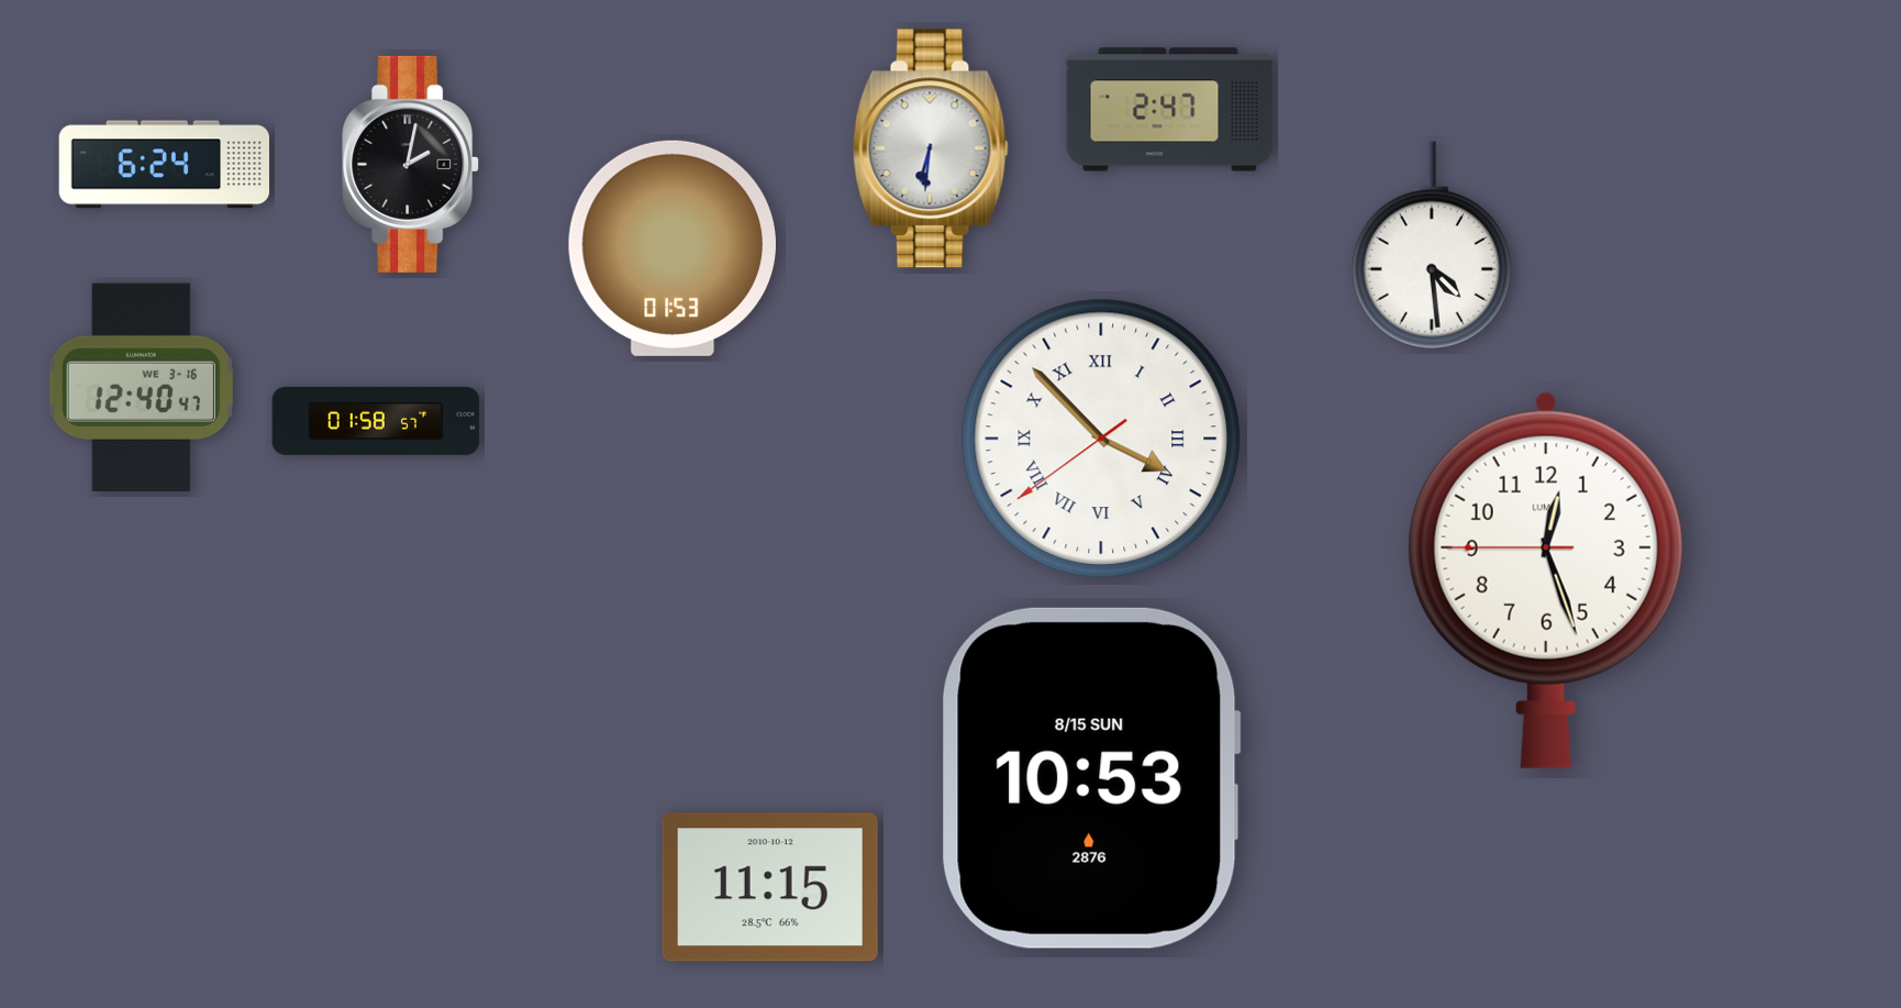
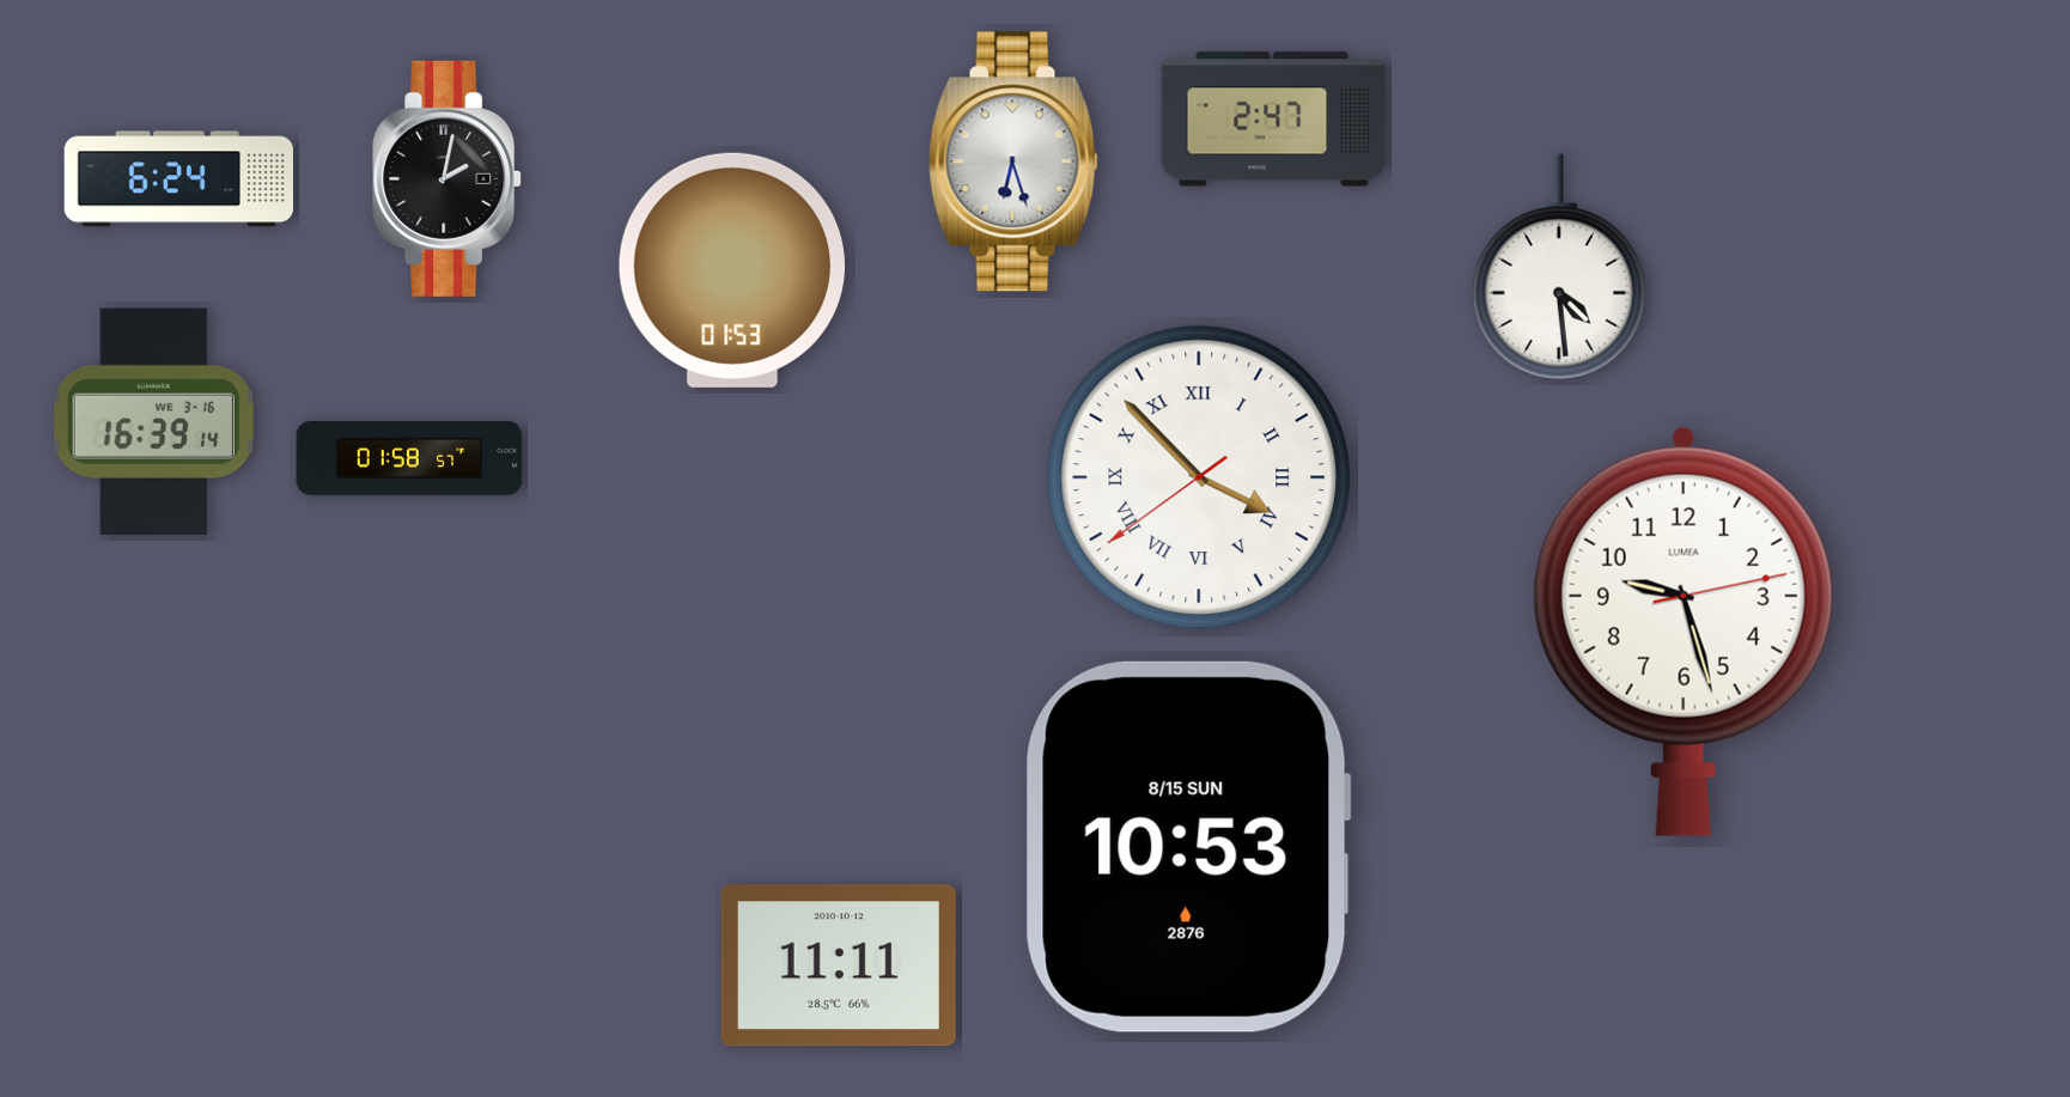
clock at (931, 148): 6:31 -> 6:27
clock at (141, 387): 12:40 -> 16:39
clock at (1546, 580): 12:26 -> 9:27
clock at (770, 887): 11:15 -> 11:11
